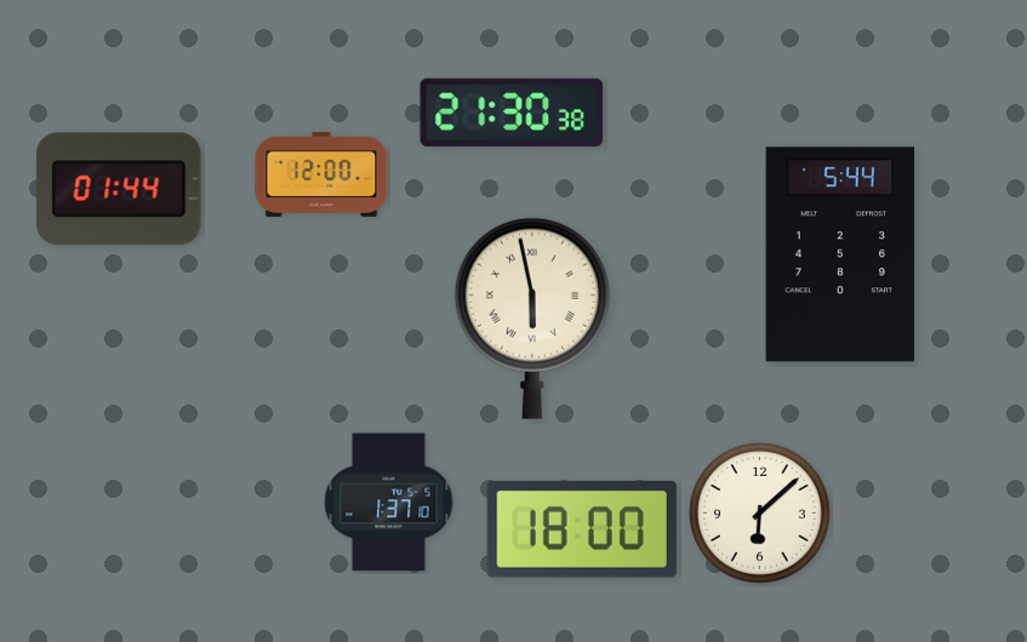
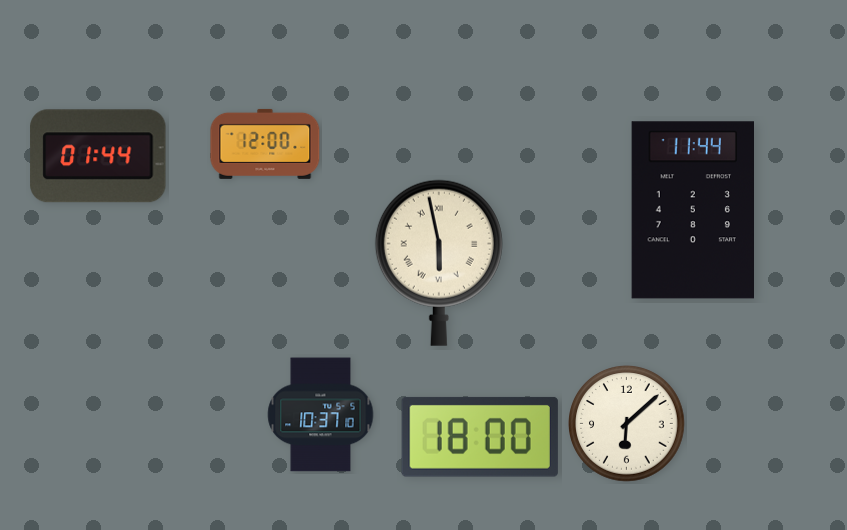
clock at (512, 113): 21:30 -> none
clock at (840, 254): 5:44 -> 11:44
clock at (389, 503): 1:37 -> 10:37
